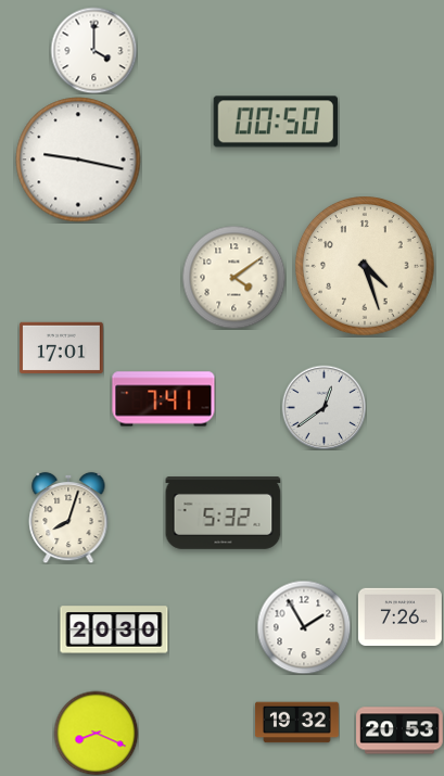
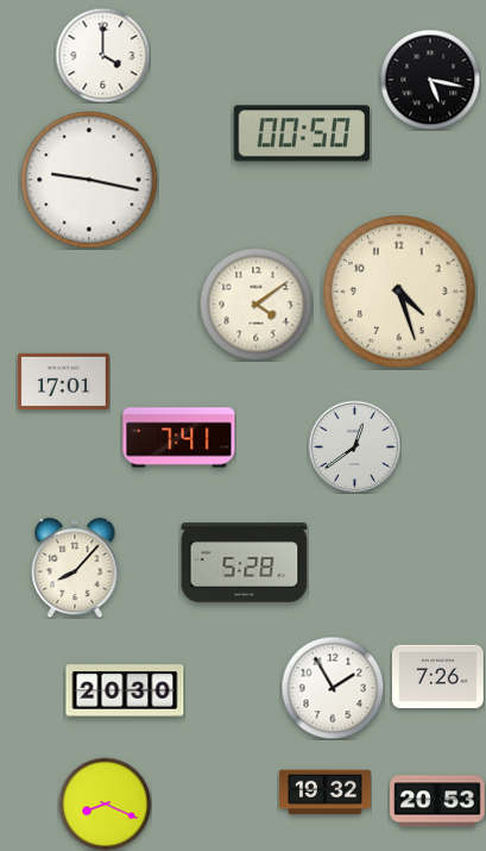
clock at (430, 80): none -> 5:17
clock at (78, 160) position: (78, 160) -> (89, 180)
clock at (61, 347) position: (61, 347) -> (63, 381)
clock at (224, 513): 5:32 -> 5:28
clock at (68, 518): 8:03 -> 8:07
